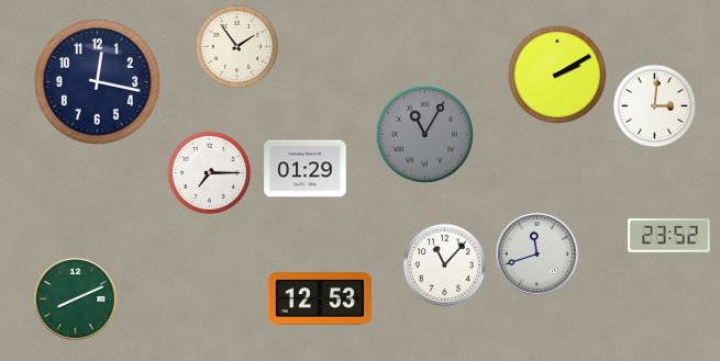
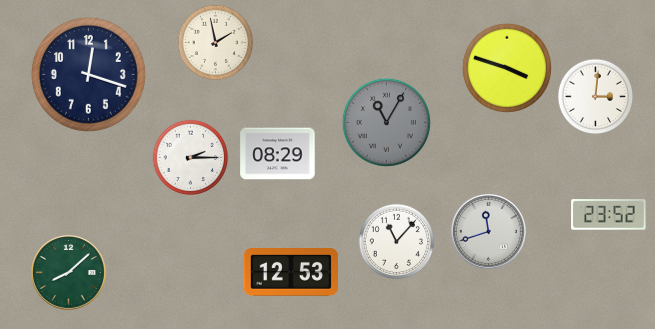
clock at (237, 47): 1:54 -> 1:58
clock at (557, 75): 2:10 -> 3:48
clock at (97, 81): 12:17 -> 12:18
clock at (306, 169): 01:29 -> 08:29
clock at (210, 173): 7:15 -> 2:15
clock at (445, 266) position: (445, 266) -> (397, 242)
clock at (75, 298): 8:11 -> 8:08
